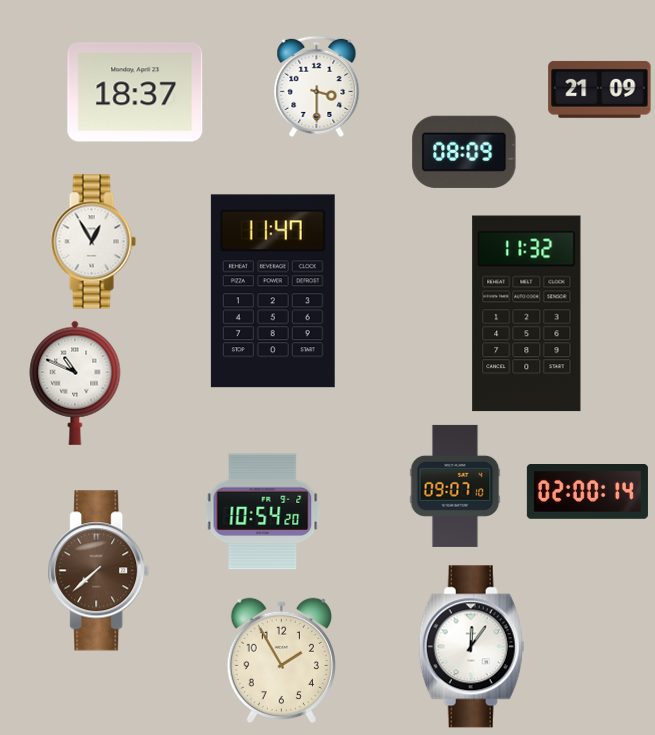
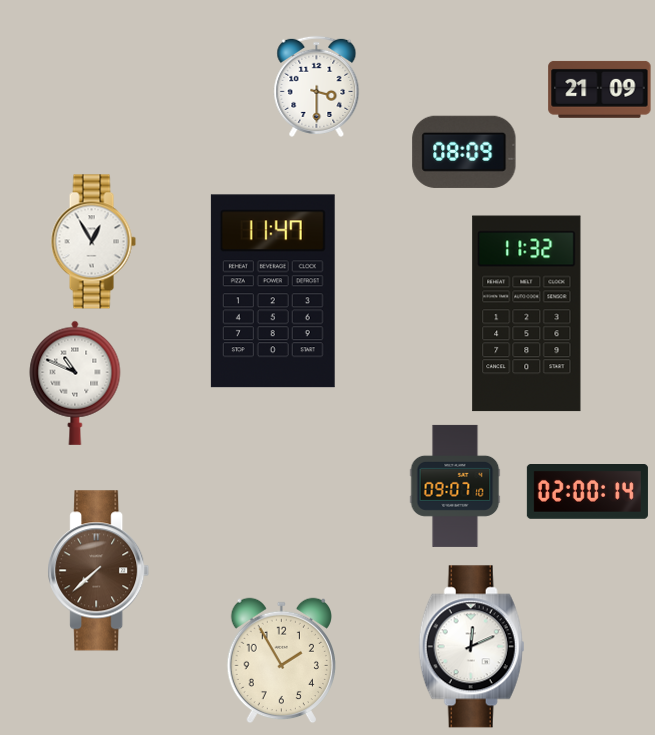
clock at (135, 92): 18:37 -> none
clock at (263, 512): 10:54 -> none
clock at (472, 647): 12:06 -> 12:11
